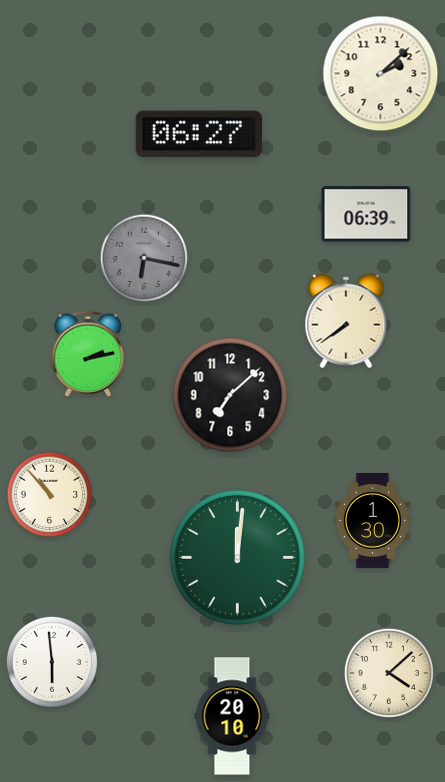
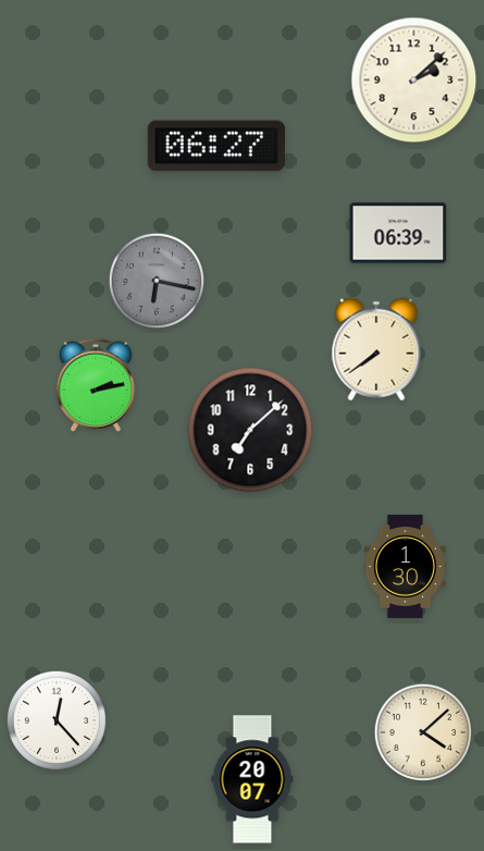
clock at (50, 495): 10:53 -> none
clock at (238, 558): 12:01 -> none
clock at (52, 662): 5:59 -> 12:23
clock at (232, 716): 20:10 -> 20:07
